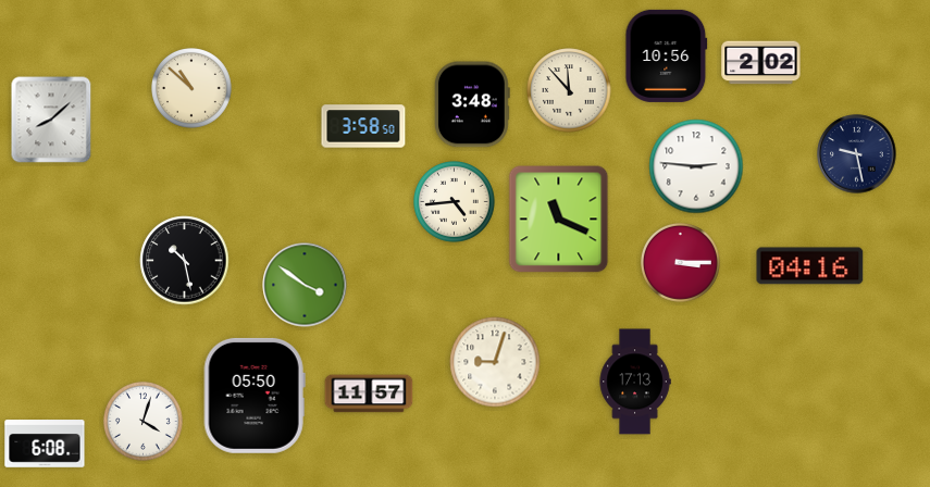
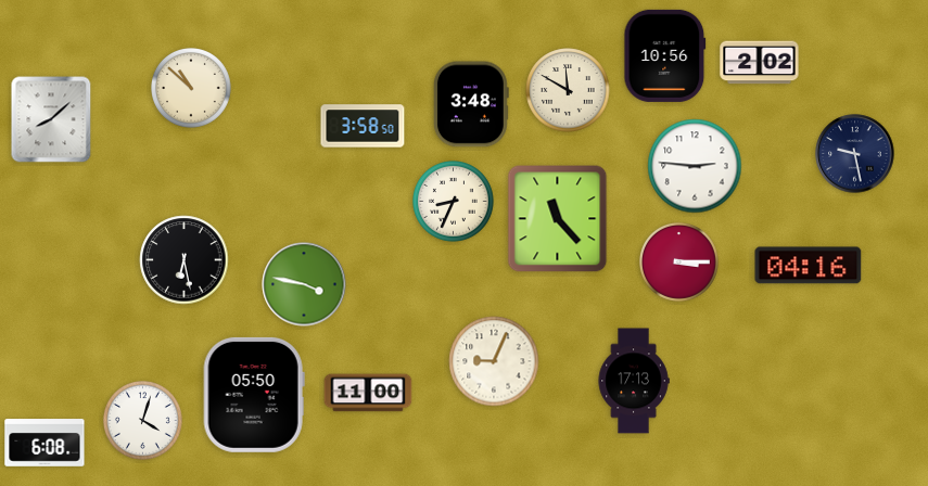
clock at (569, 90): 11:53 -> 11:50
clock at (455, 202): 4:44 -> 8:34
clock at (559, 220): 11:19 -> 11:23
clock at (185, 261): 10:28 -> 6:28
clock at (305, 285): 3:51 -> 3:47
clock at (495, 362): 9:03 -> 9:04
clock at (369, 394): 11:57 -> 11:00
